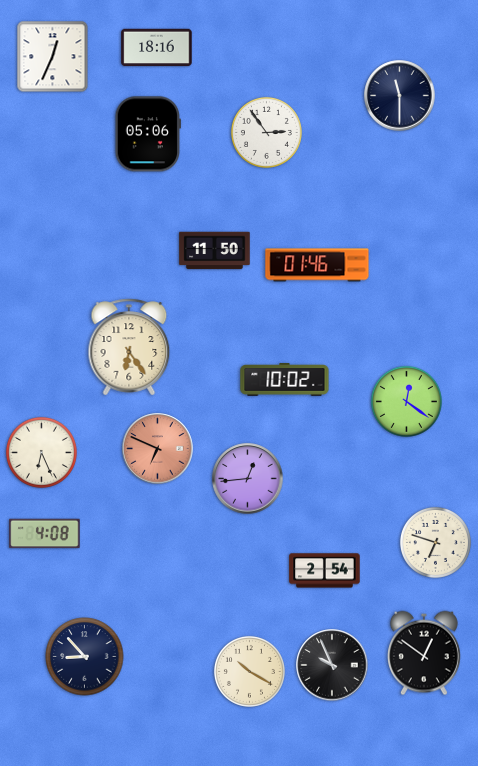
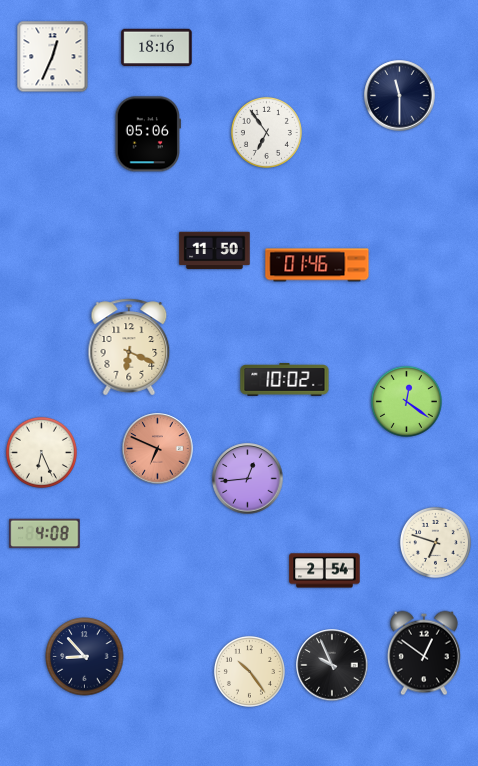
clock at (266, 132): 2:54 -> 6:54
clock at (129, 347): 6:24 -> 6:19
clock at (249, 671): 10:20 -> 10:24
